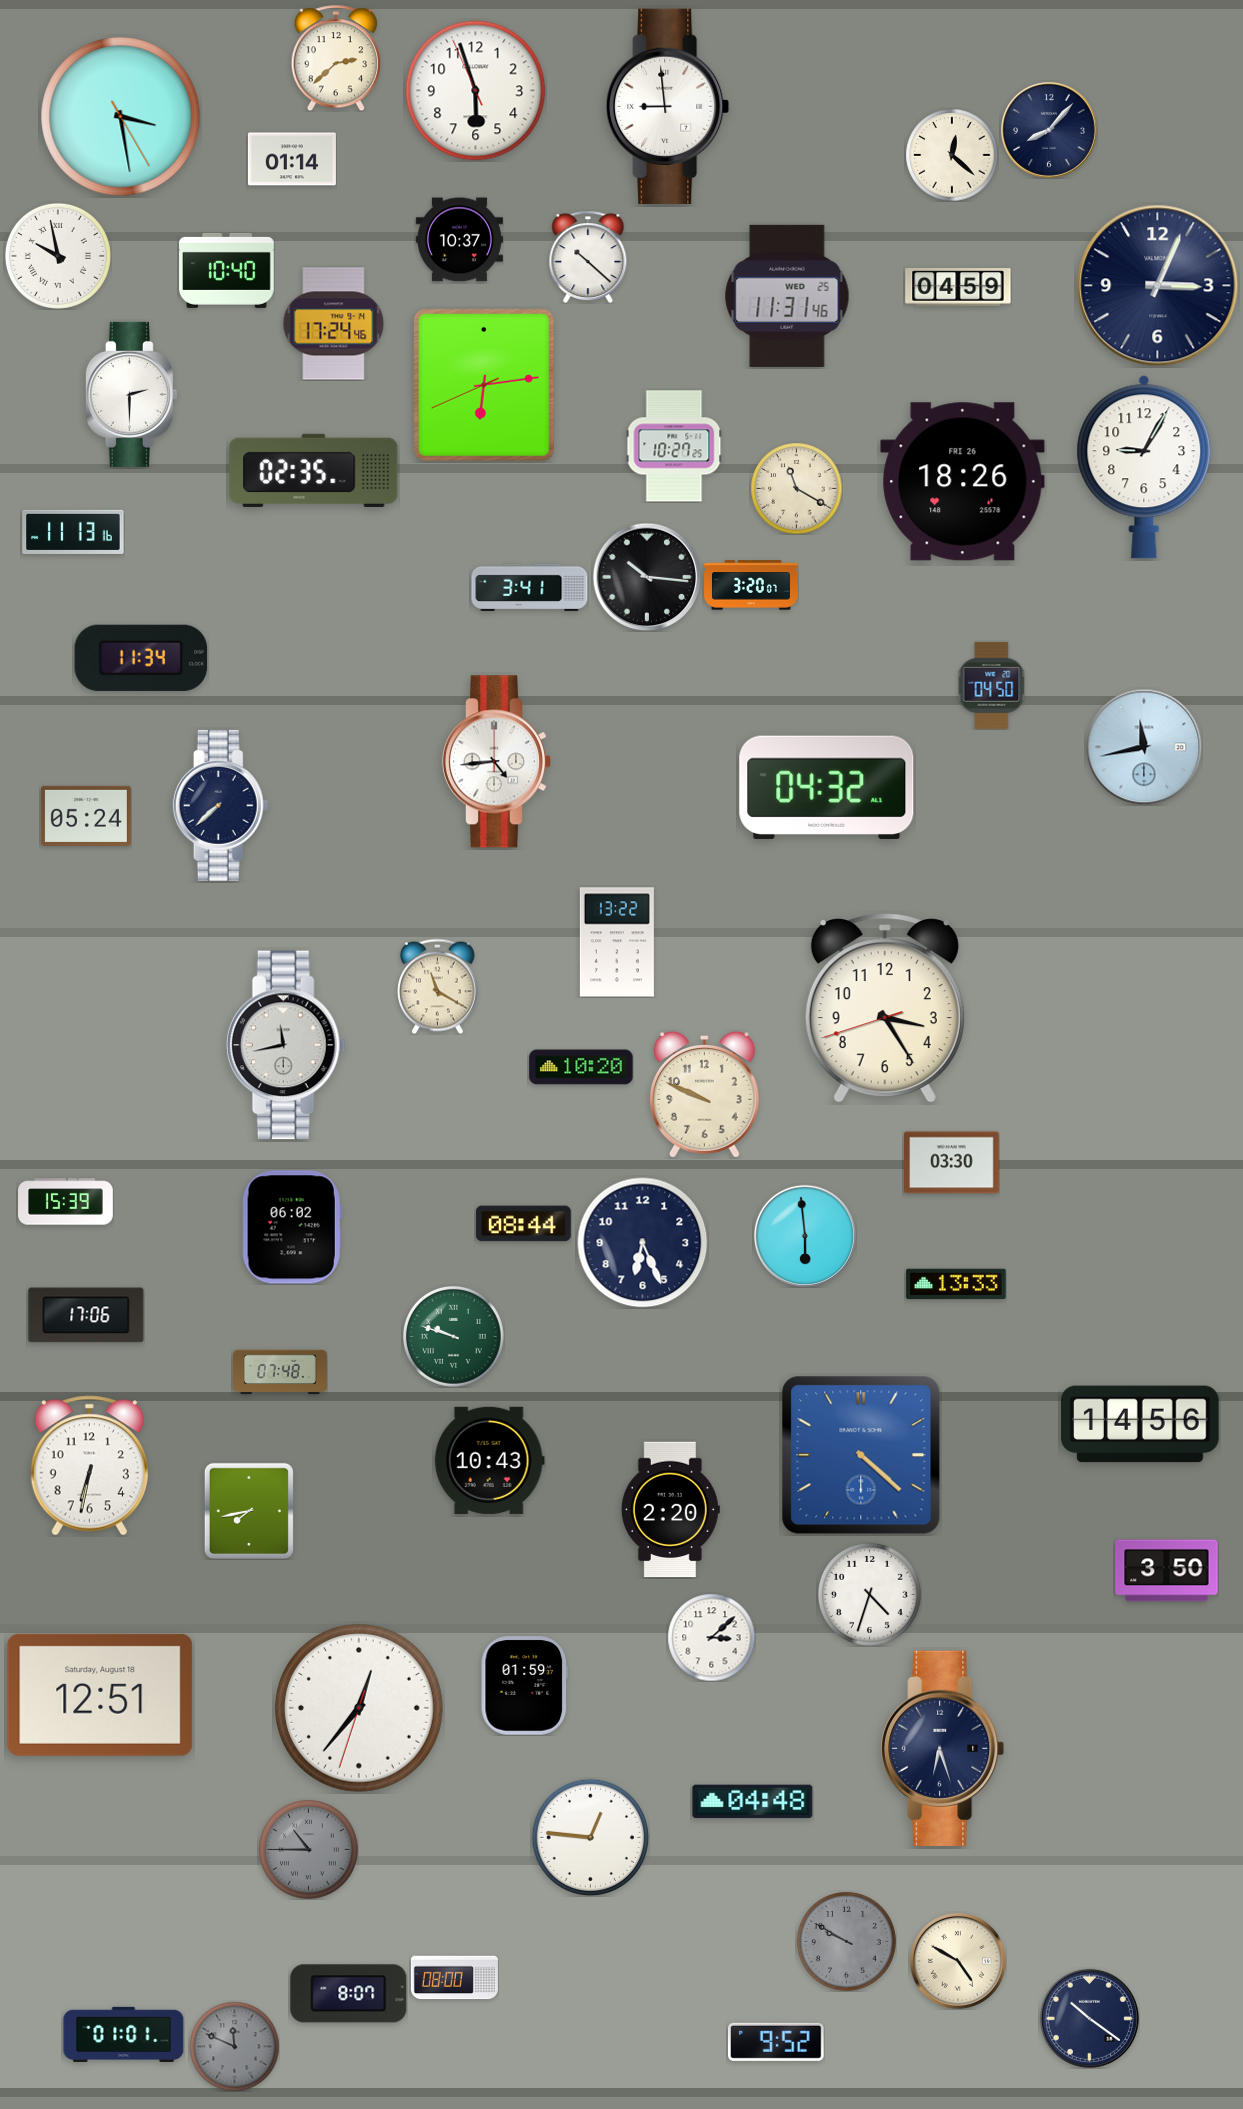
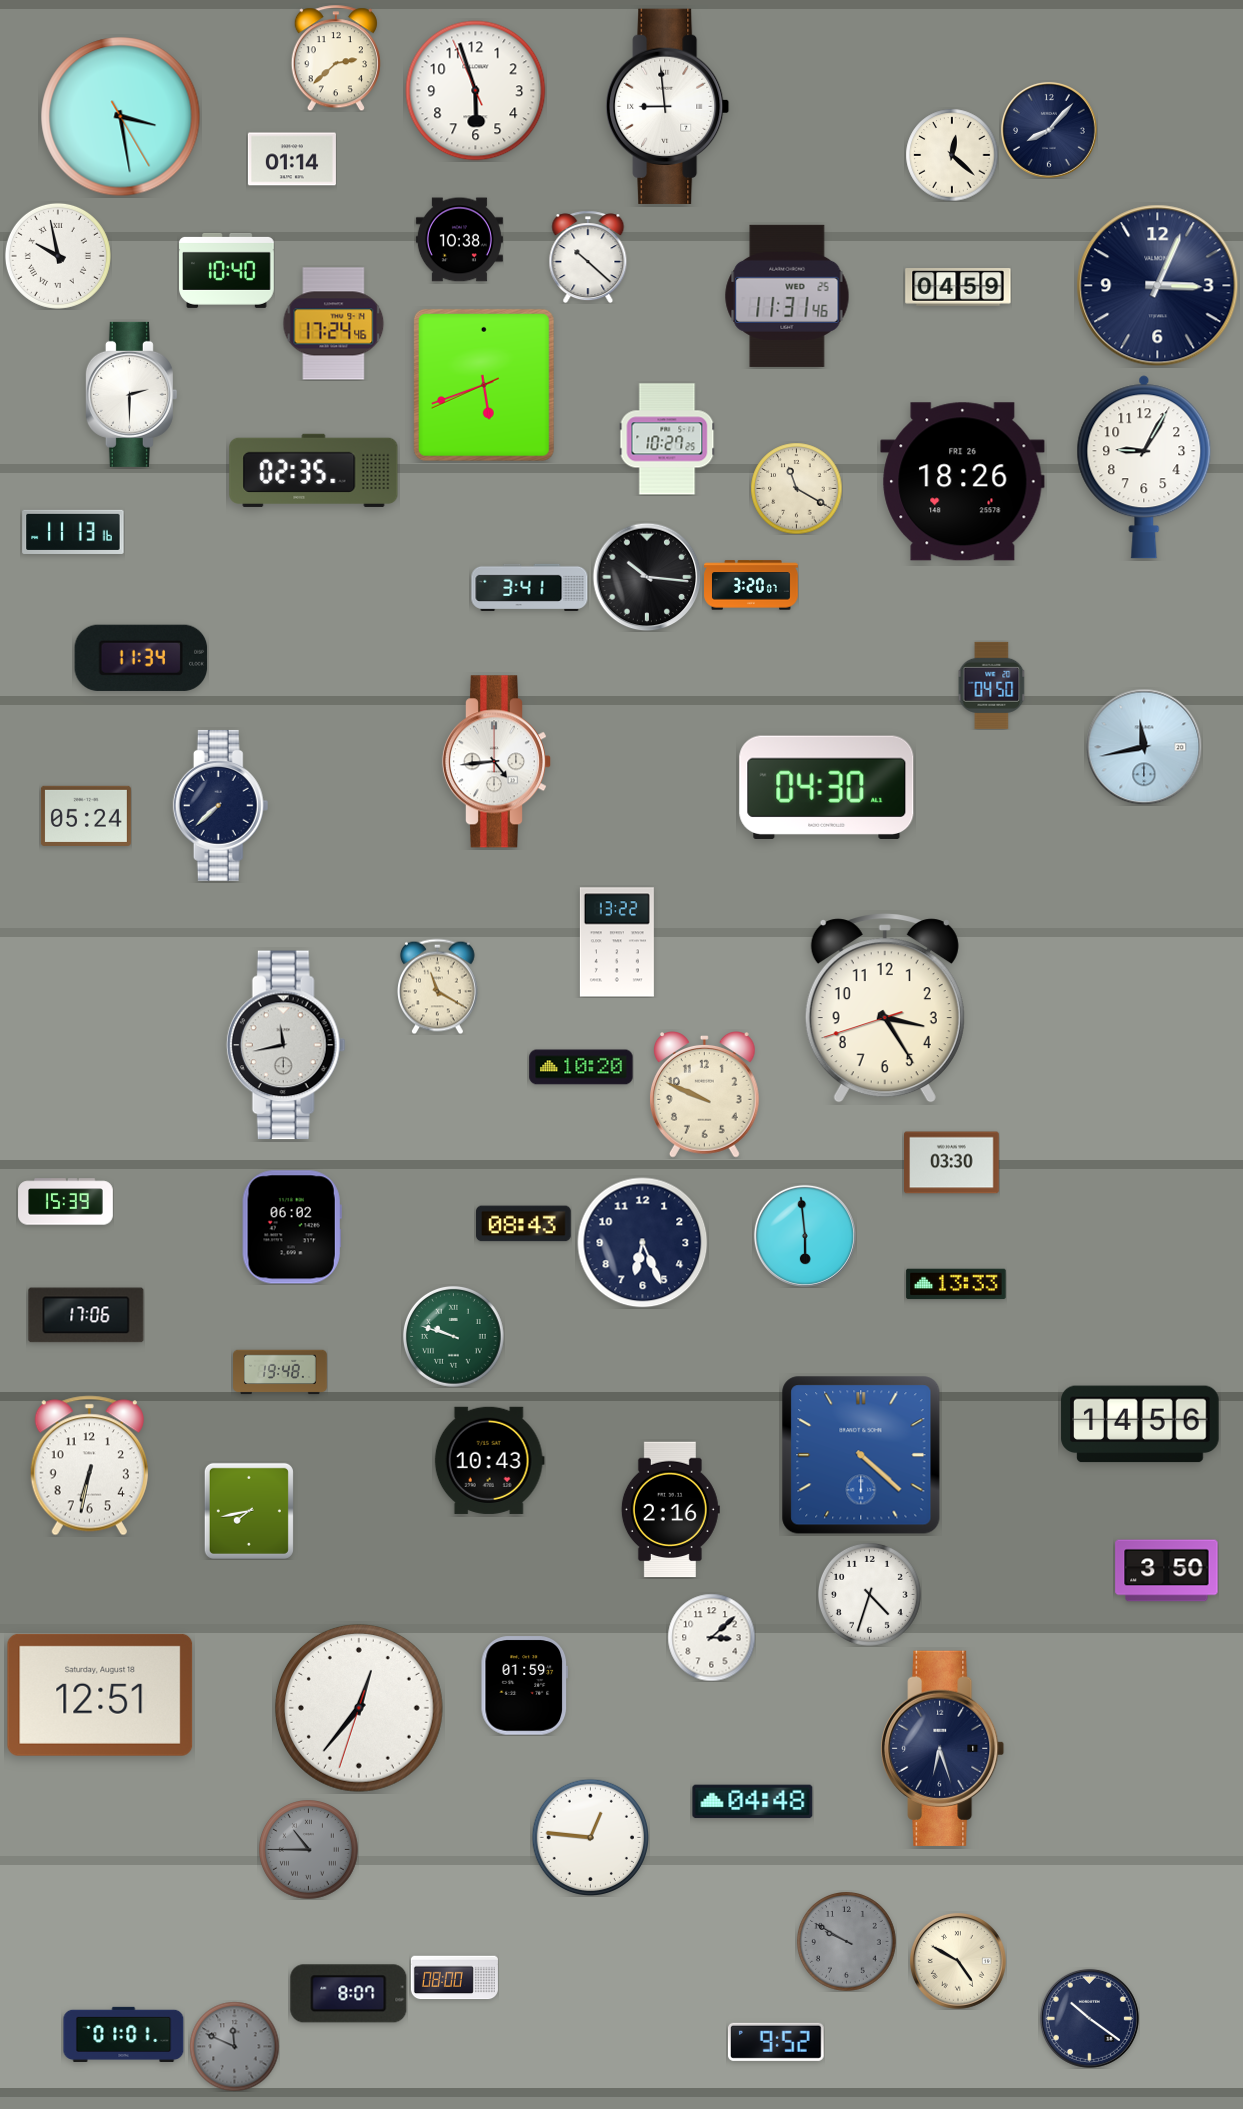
clock at (459, 240): 10:37 -> 10:38
clock at (484, 385): 6:13 -> 5:41
clock at (674, 446) position: (674, 446) -> (667, 439)
clock at (827, 787): 04:32 -> 04:30
clock at (524, 1224): 08:44 -> 08:43
clock at (280, 1372): 07:48 -> 19:48
clock at (670, 1510): 2:20 -> 2:16
